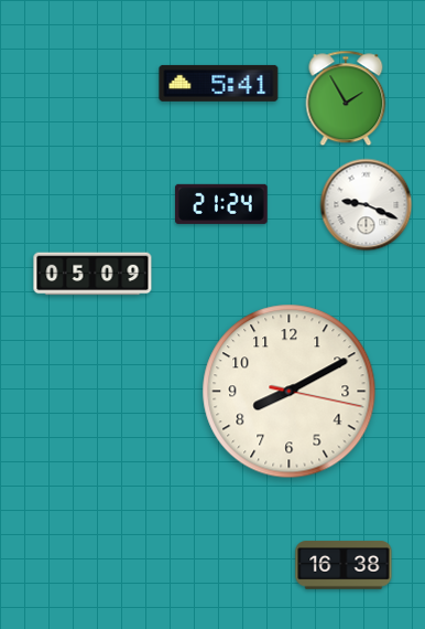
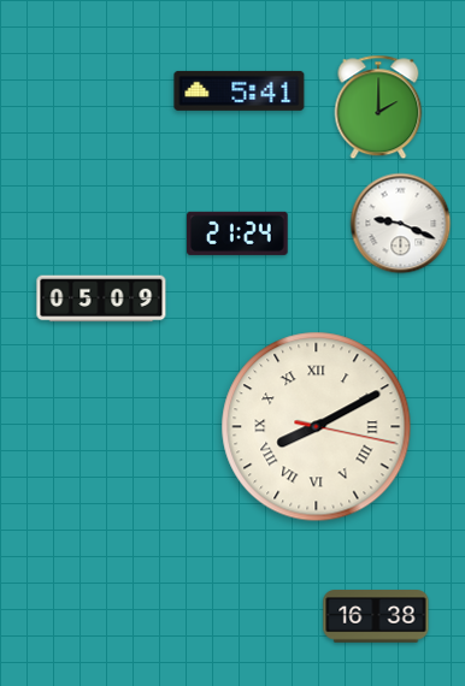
clock at (346, 98): 1:55 -> 2:00
clock at (221, 204) position: (221, 204) -> (237, 233)
clock at (290, 392) numerals: Arabic -> Roman
